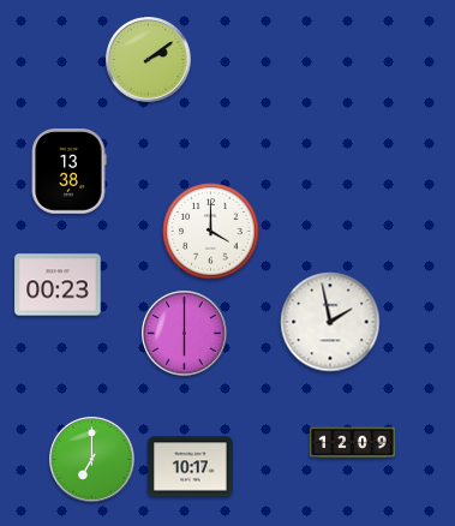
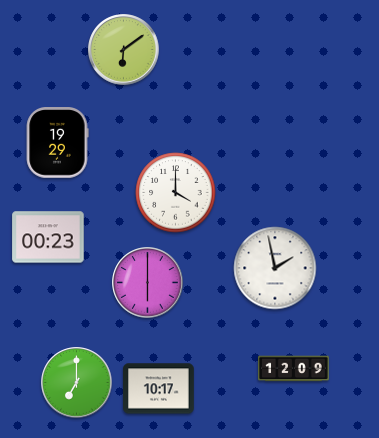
clock at (149, 60): 2:09 -> 6:09
clock at (68, 172): 13:38 -> 19:29
clock at (185, 334) position: (185, 334) -> (148, 283)
